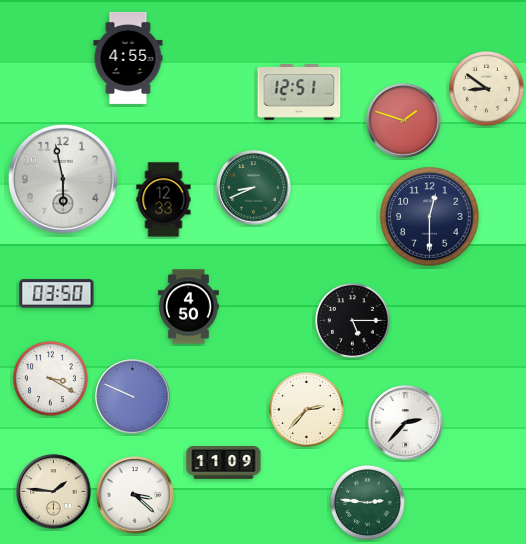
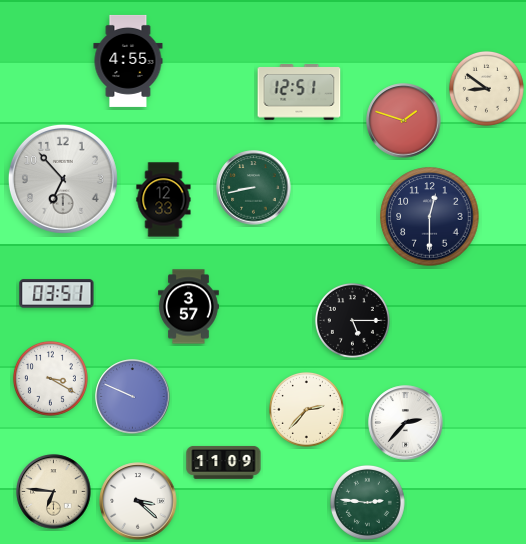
clock at (128, 58) position: (128, 58) -> (128, 61)
clock at (63, 179): 5:58 -> 6:53
clock at (254, 188): 8:41 -> 8:43
clock at (57, 294): 03:50 -> 03:51
clock at (189, 307): 4:50 -> 3:57
clock at (54, 492): 1:46 -> 6:46
clock at (135, 495) position: (135, 495) -> (138, 501)
